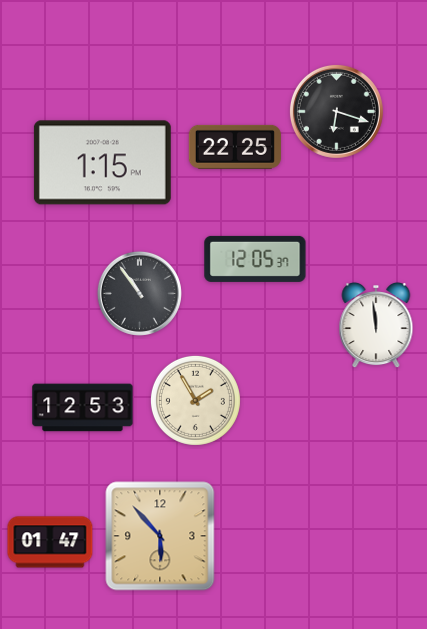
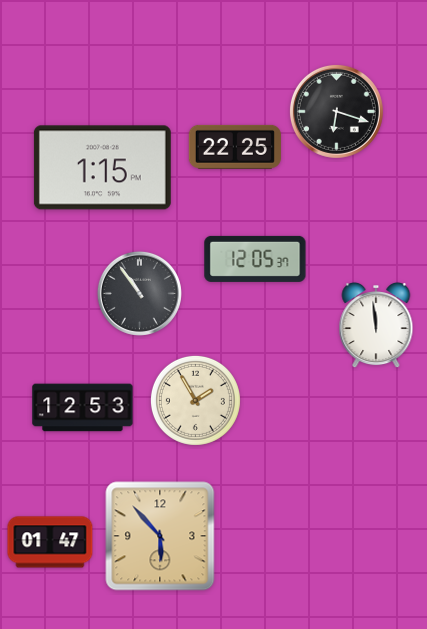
clock at (102, 163) position: (102, 163) -> (102, 168)
